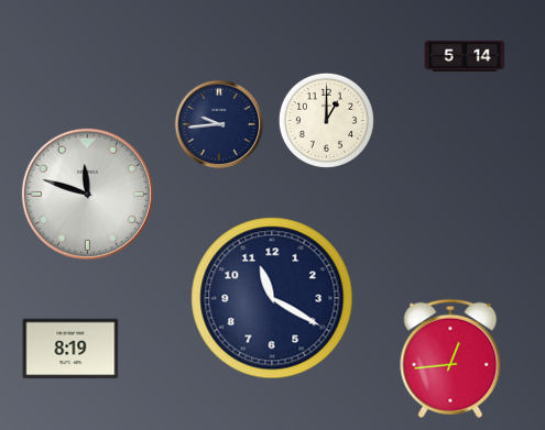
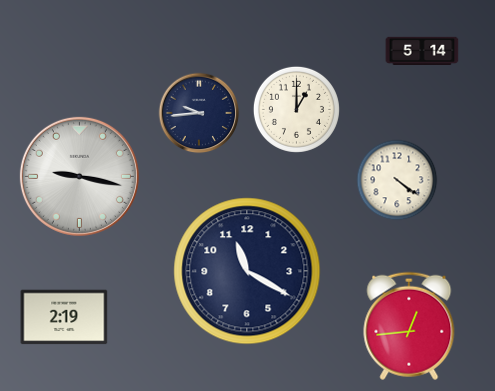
clock at (87, 194): 11:48 -> 9:17
clock at (397, 180): none -> 4:21
clock at (70, 349): 8:19 -> 2:19
